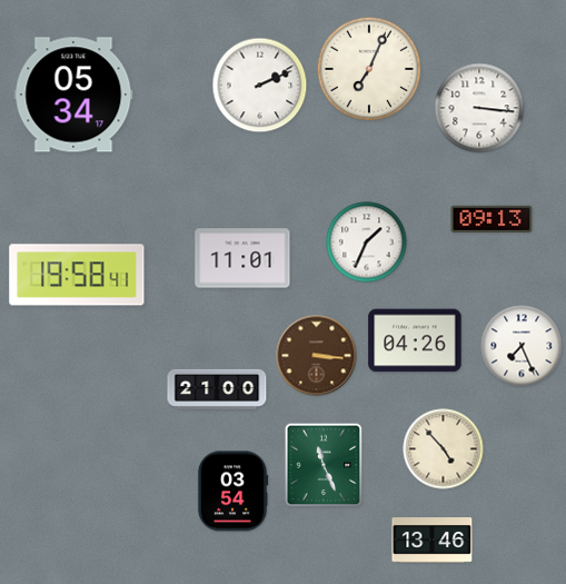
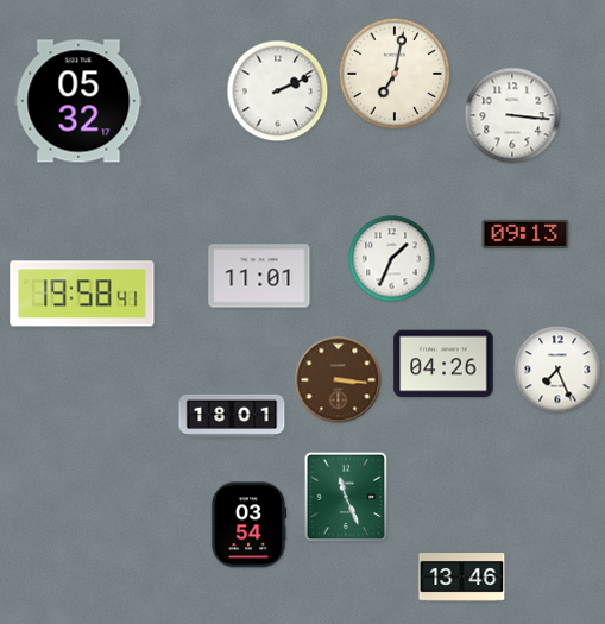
clock at (369, 69): 7:04 -> 7:02
clock at (73, 95): 05:34 -> 05:32
clock at (217, 389): 21:00 -> 18:01
clock at (444, 449): 4:53 -> none
